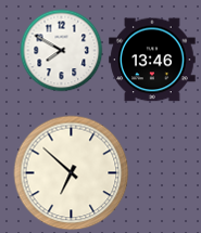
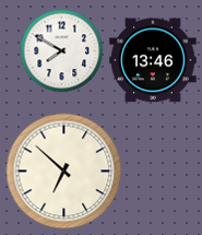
clock at (72, 173) position: (72, 173) -> (64, 172)
